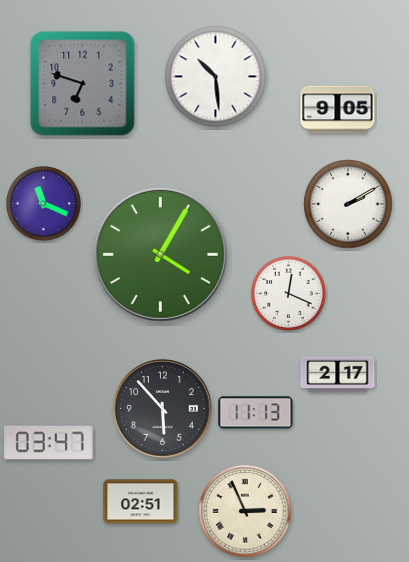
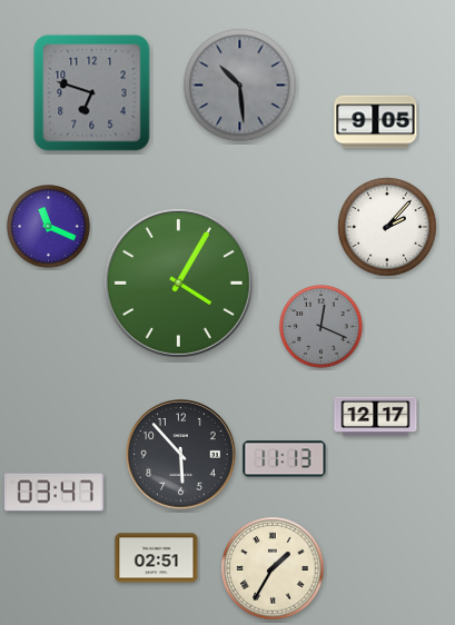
clock at (216, 77) dial: white -> grey
clock at (348, 204): 2:10 -> 2:07
clock at (289, 294) dial: white -> grey
clock at (338, 375): 2:17 -> 12:17
clock at (245, 511): 2:56 -> 1:35
